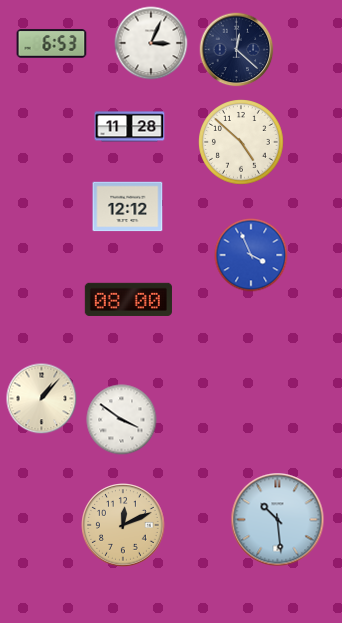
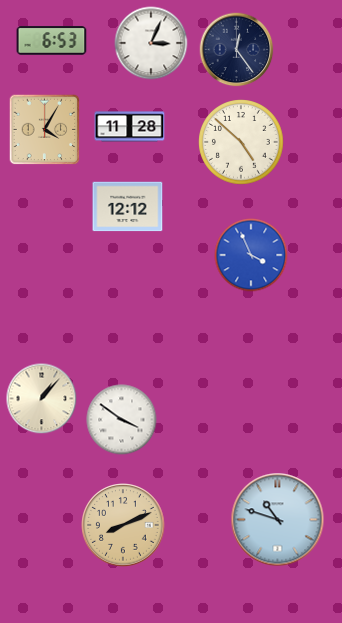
clock at (52, 44) position: (52, 44) -> (52, 41)
clock at (237, 50): 12:22 -> 12:24
clock at (45, 130): none -> 4:05
clock at (128, 299): 08:00 -> none
clock at (278, 520): 10:29 -> 10:48
clock at (124, 526): 12:11 -> 8:11
